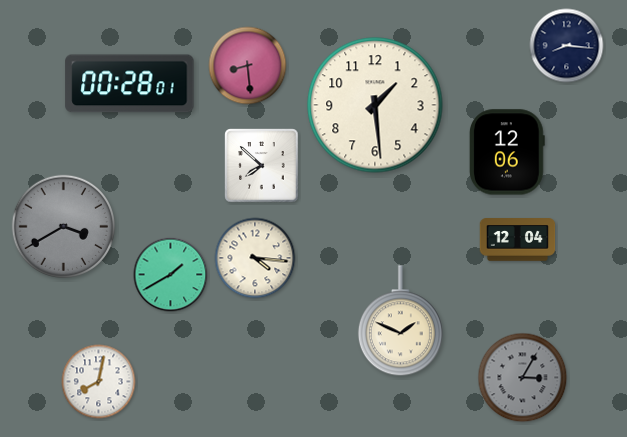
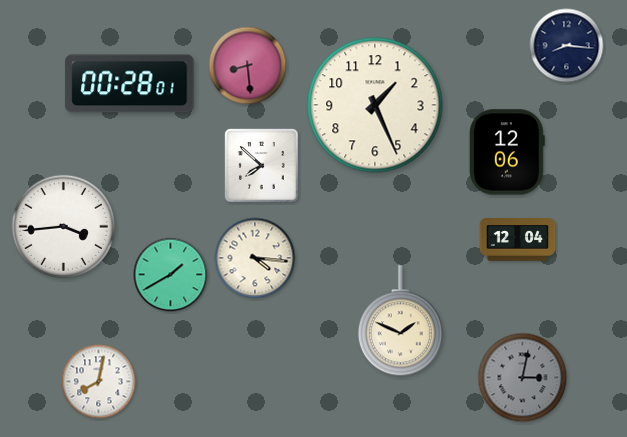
clock at (375, 105): 1:29 -> 1:26
clock at (63, 226): 3:40 -> 3:44
clock at (63, 226) dial: grey -> white
clock at (523, 378): 3:05 -> 3:02
